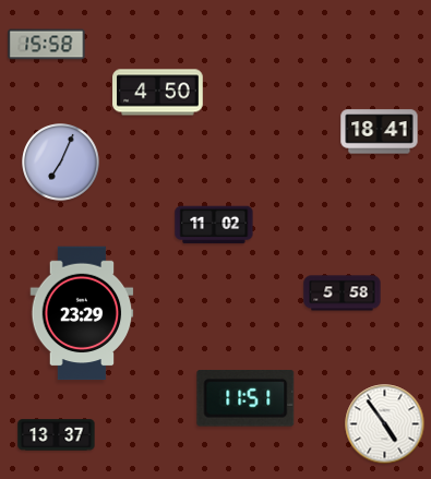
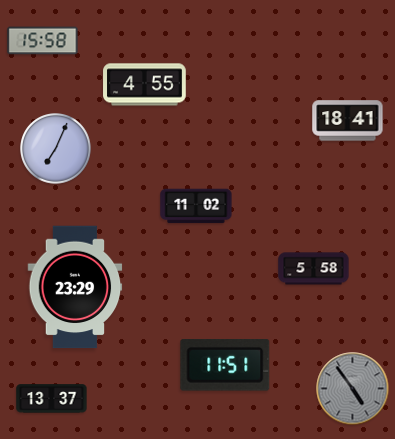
clock at (158, 93): 4:50 -> 4:55
clock at (385, 424) dial: white -> grey
